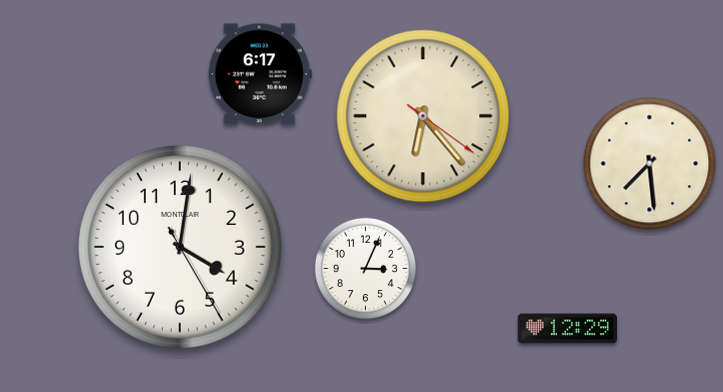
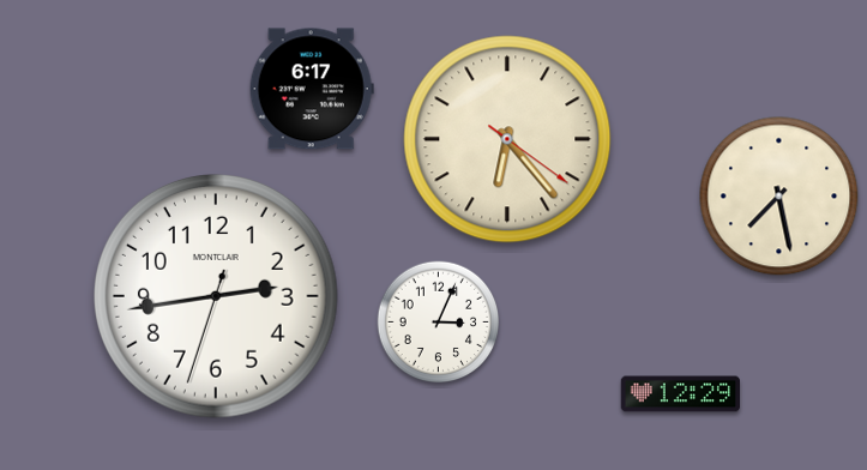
clock at (650, 164): 7:29 -> 7:28
clock at (181, 248): 4:01 -> 2:43
